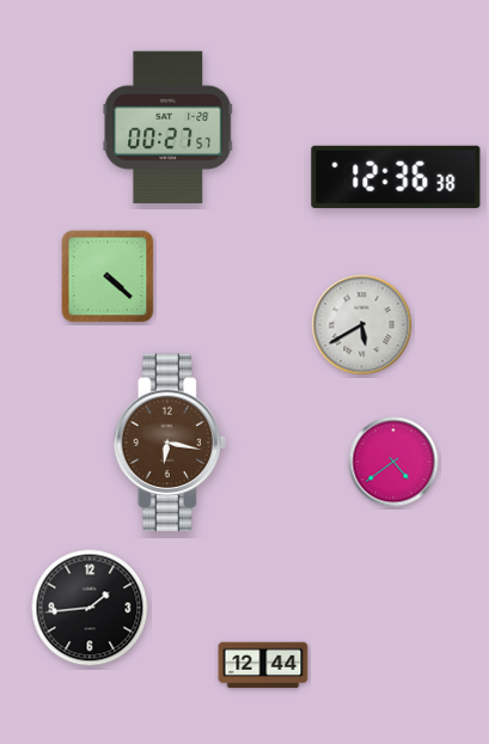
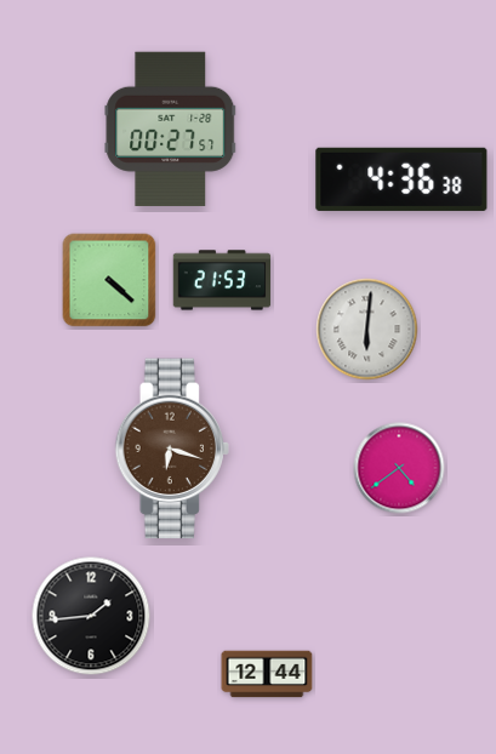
clock at (396, 177): 12:36 -> 4:36
clock at (222, 280): none -> 21:53
clock at (362, 325): 5:40 -> 6:01
clock at (169, 443): 6:17 -> 6:18
